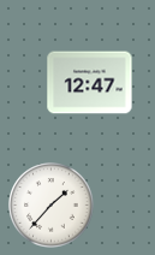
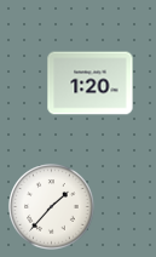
clock at (90, 83): 12:47 -> 1:20
